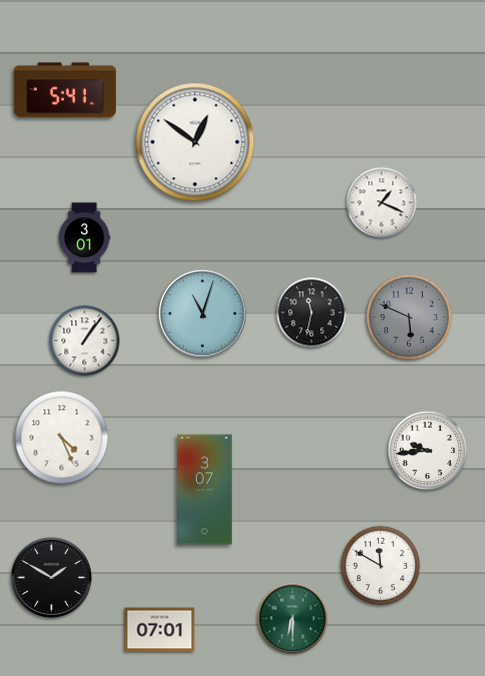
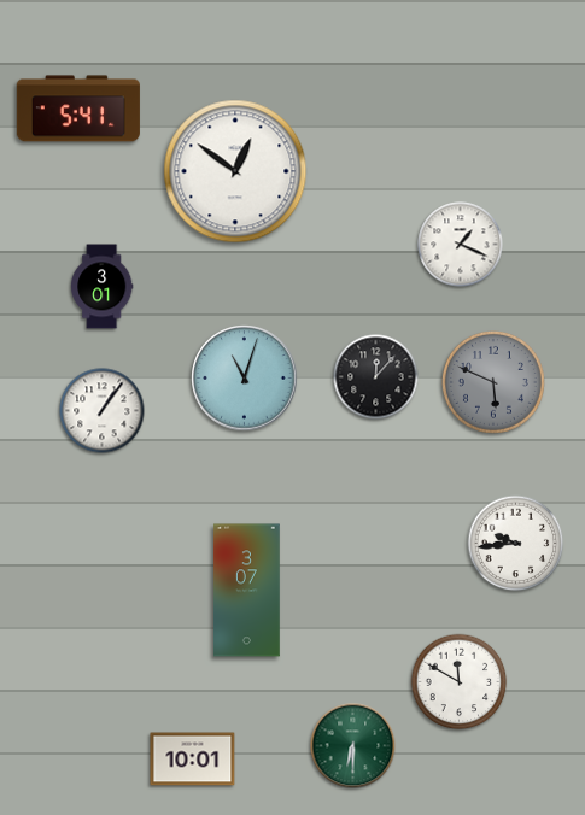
clock at (312, 313): 11:32 -> 12:07
clock at (62, 438): 4:26 -> none
clock at (51, 577): 1:50 -> none
clock at (160, 630): 07:01 -> 10:01
